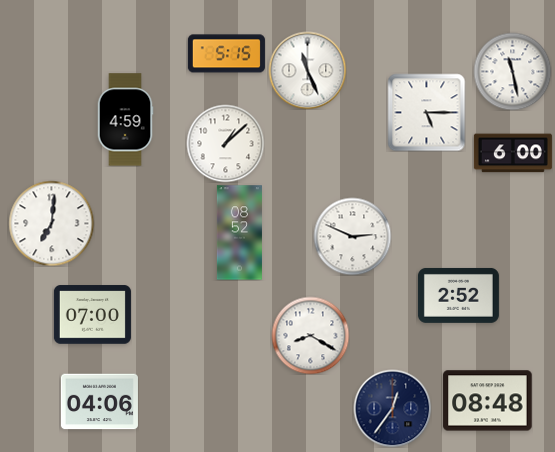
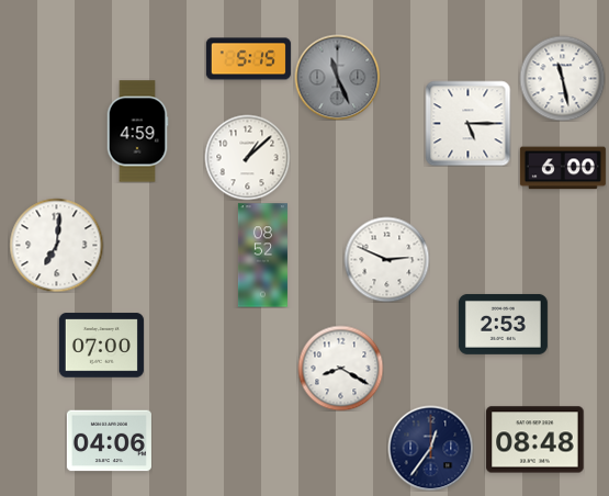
clock at (307, 70) dial: white -> grey
clock at (458, 295): 2:52 -> 2:53
